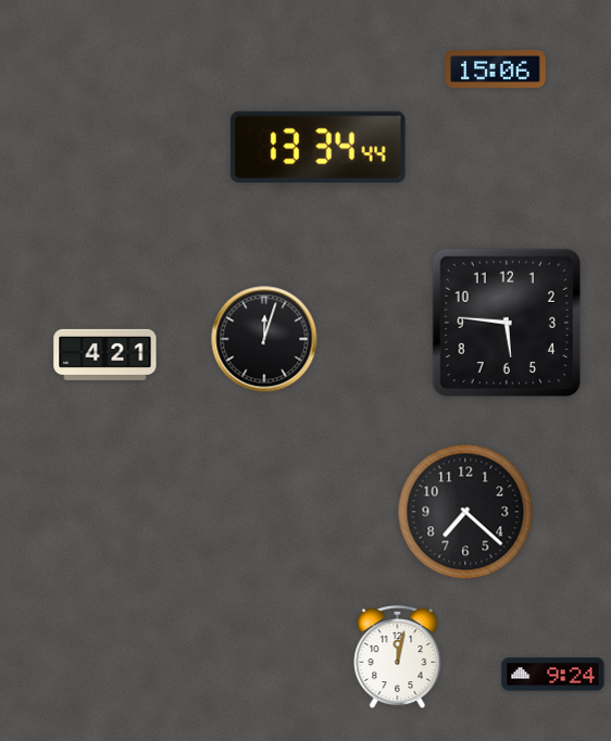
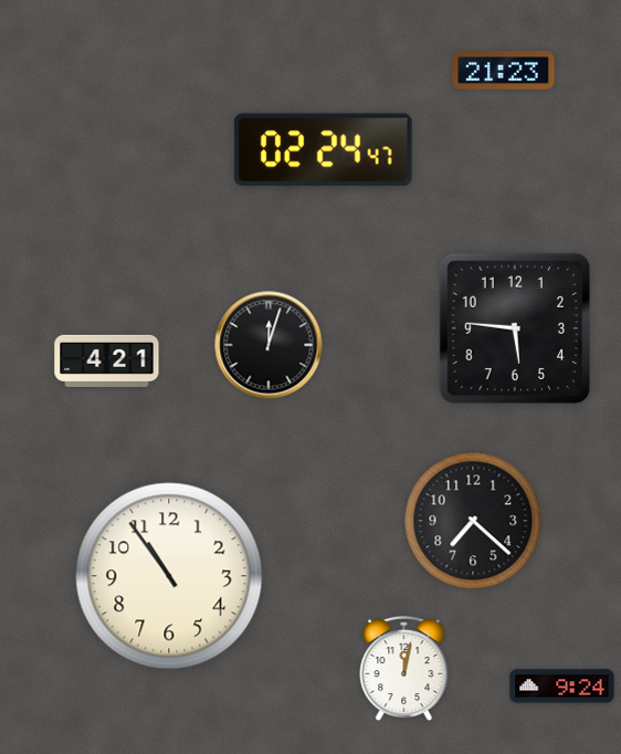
clock at (496, 70): 15:06 -> 21:23
clock at (317, 148): 13:34 -> 02:24
clock at (169, 576): none -> 10:54
